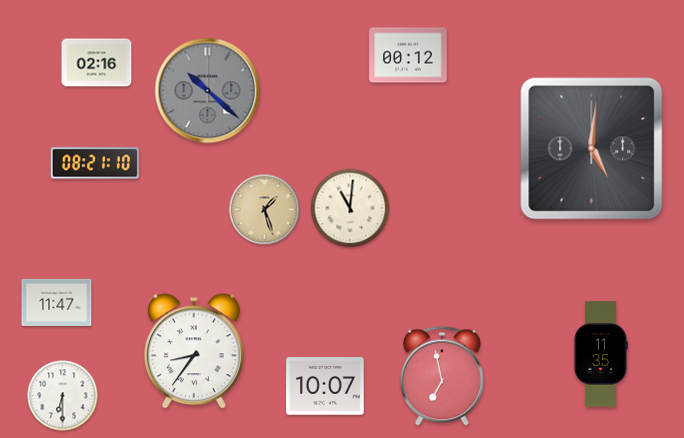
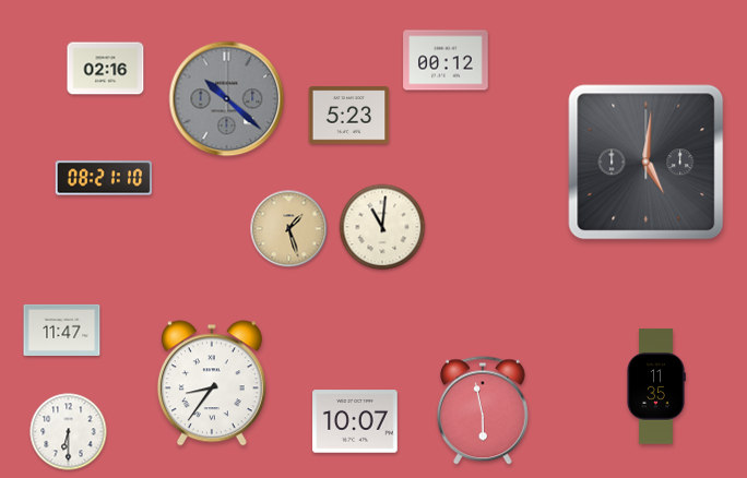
clock at (349, 116): none -> 5:23
clock at (443, 376): 6:58 -> 5:58
